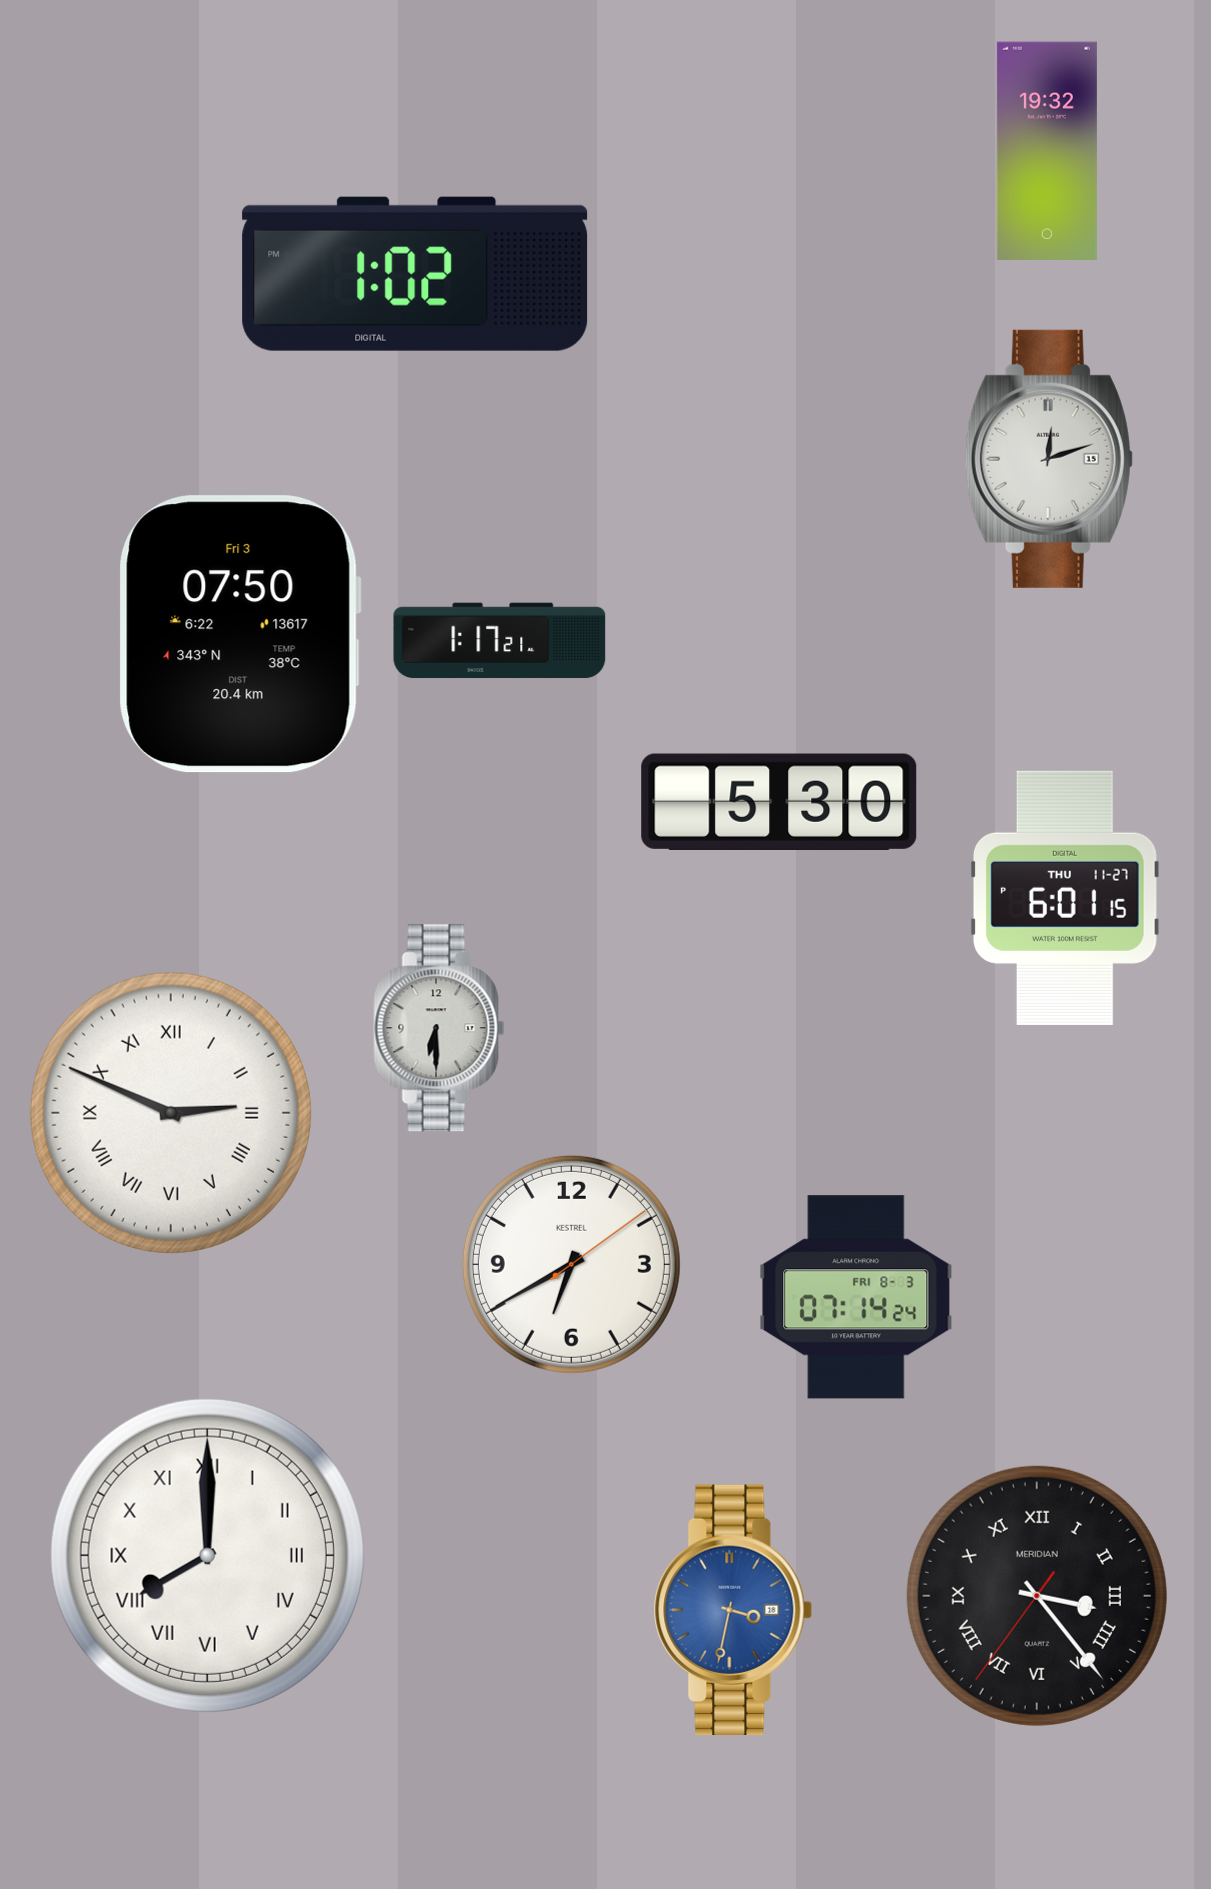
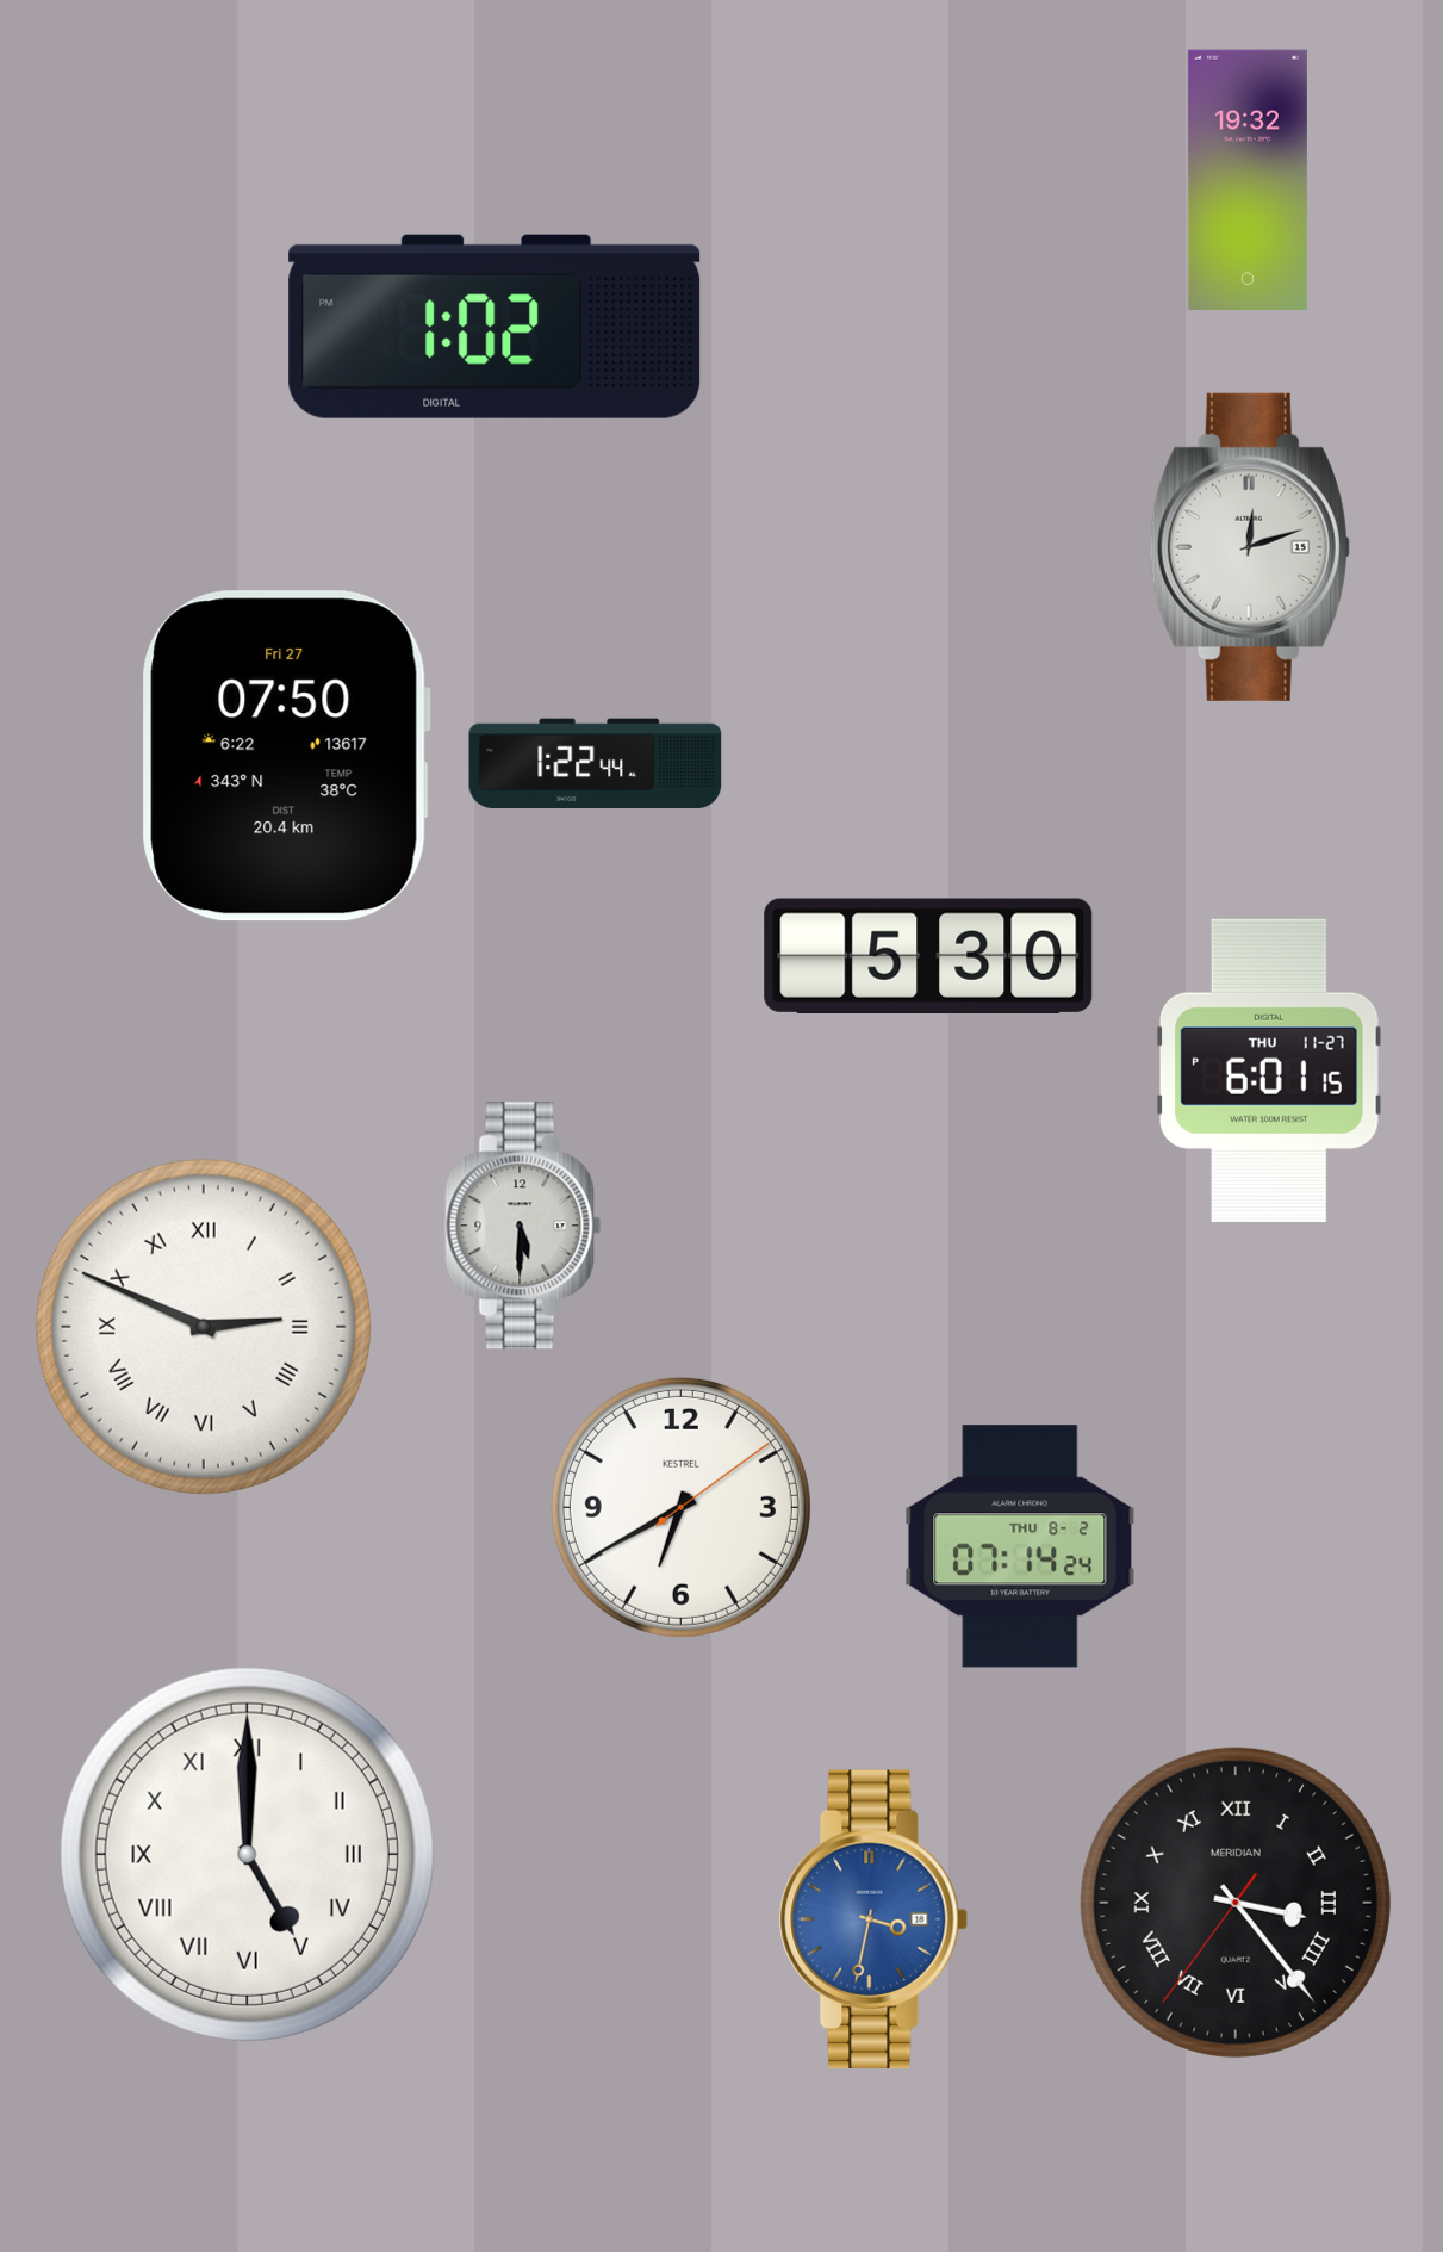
clock at (240, 634) date: Fri 3 -> Fri 27
clock at (500, 641): 1:17 -> 1:22
clock at (439, 1028): 6:30 -> 5:30
clock at (856, 1297) date: FRI 8-3 -> THU 8-2
clock at (207, 1555): 8:00 -> 5:00
